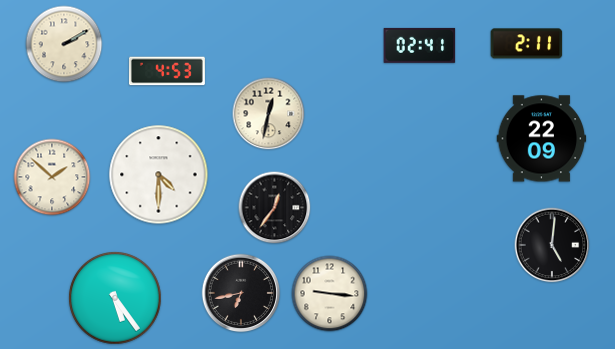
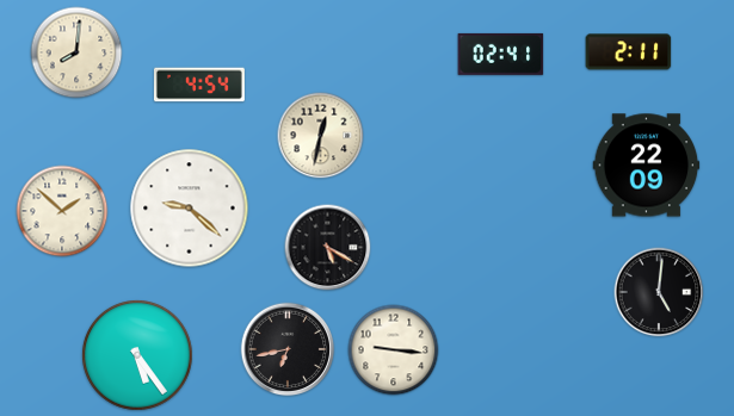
clock at (64, 44): 2:10 -> 8:01
clock at (167, 71): 4:53 -> 4:54
clock at (159, 175): 4:30 -> 9:22
clock at (275, 208): 12:36 -> 5:20
